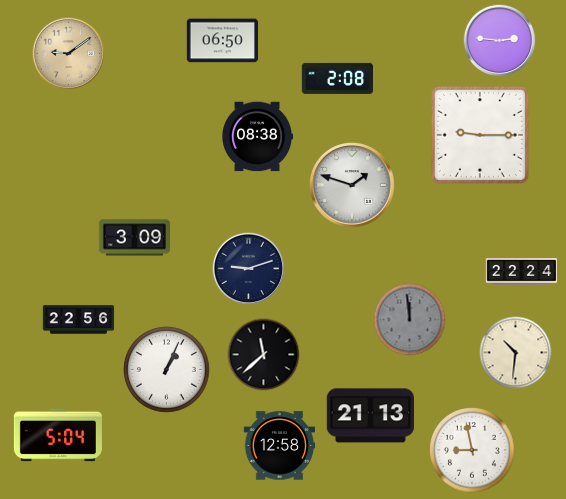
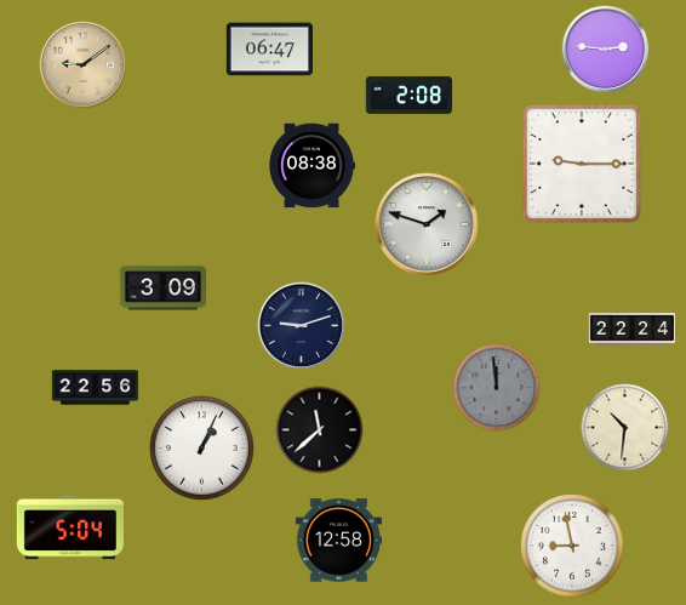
clock at (222, 41): 06:50 -> 06:47
clock at (370, 416): 21:13 -> none
